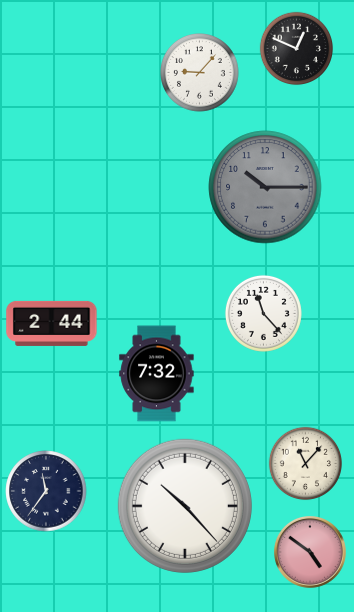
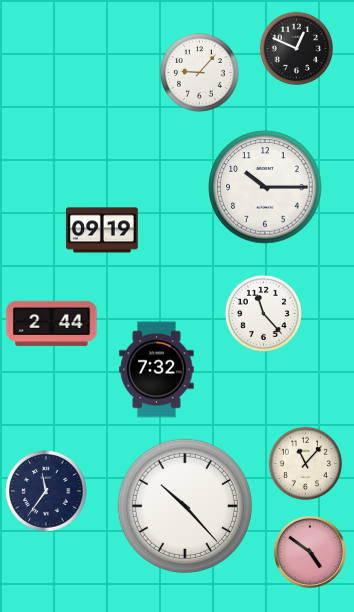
clock at (265, 187) dial: grey -> white
clock at (102, 230): none -> 09:19
clock at (157, 374) position: (157, 374) -> (157, 370)
